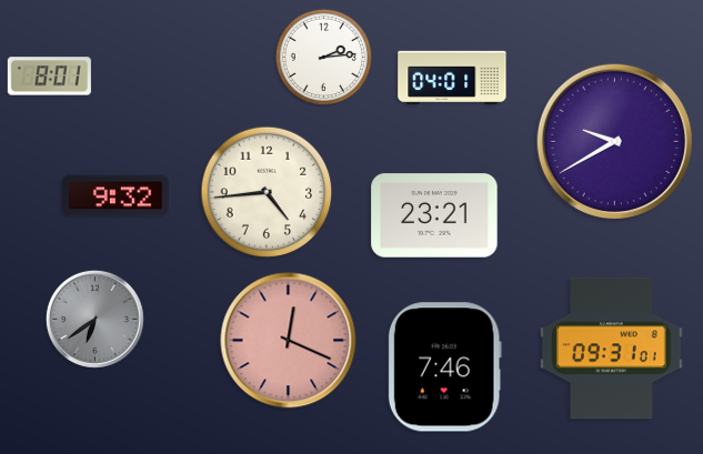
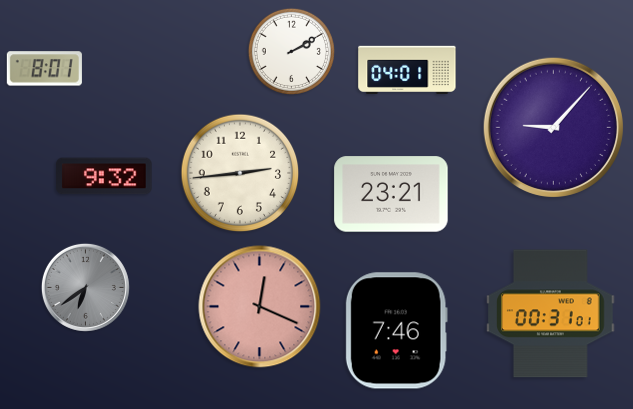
clock at (323, 57): 2:14 -> 2:10
clock at (614, 141): 9:40 -> 9:07
clock at (267, 192): 4:44 -> 2:44
clock at (612, 349): 09:31 -> 00:31
clock at (444, 367) position: (444, 367) -> (396, 331)
